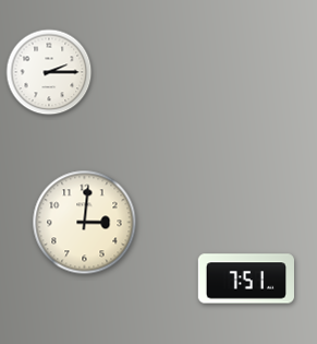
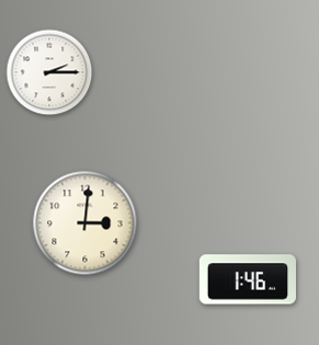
clock at (245, 278): 7:51 -> 1:46
